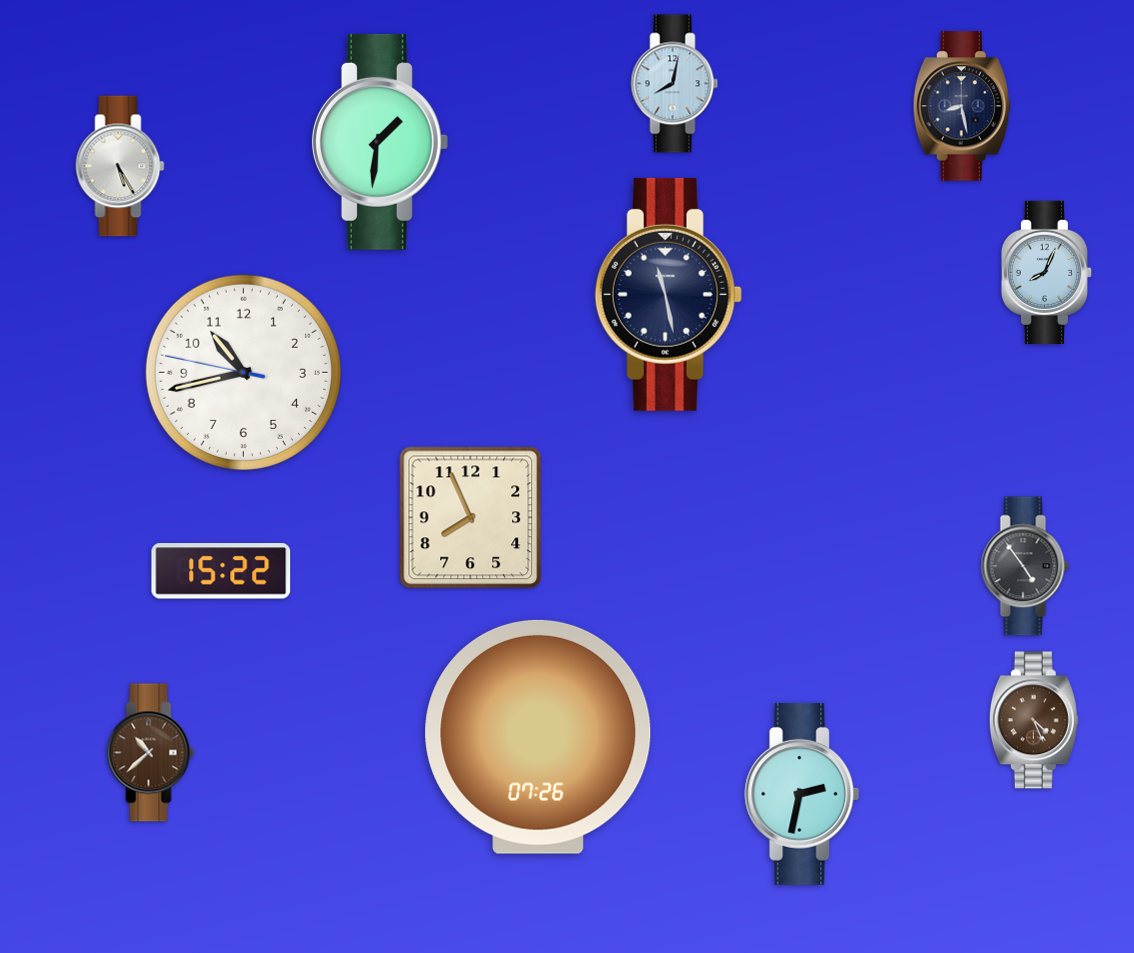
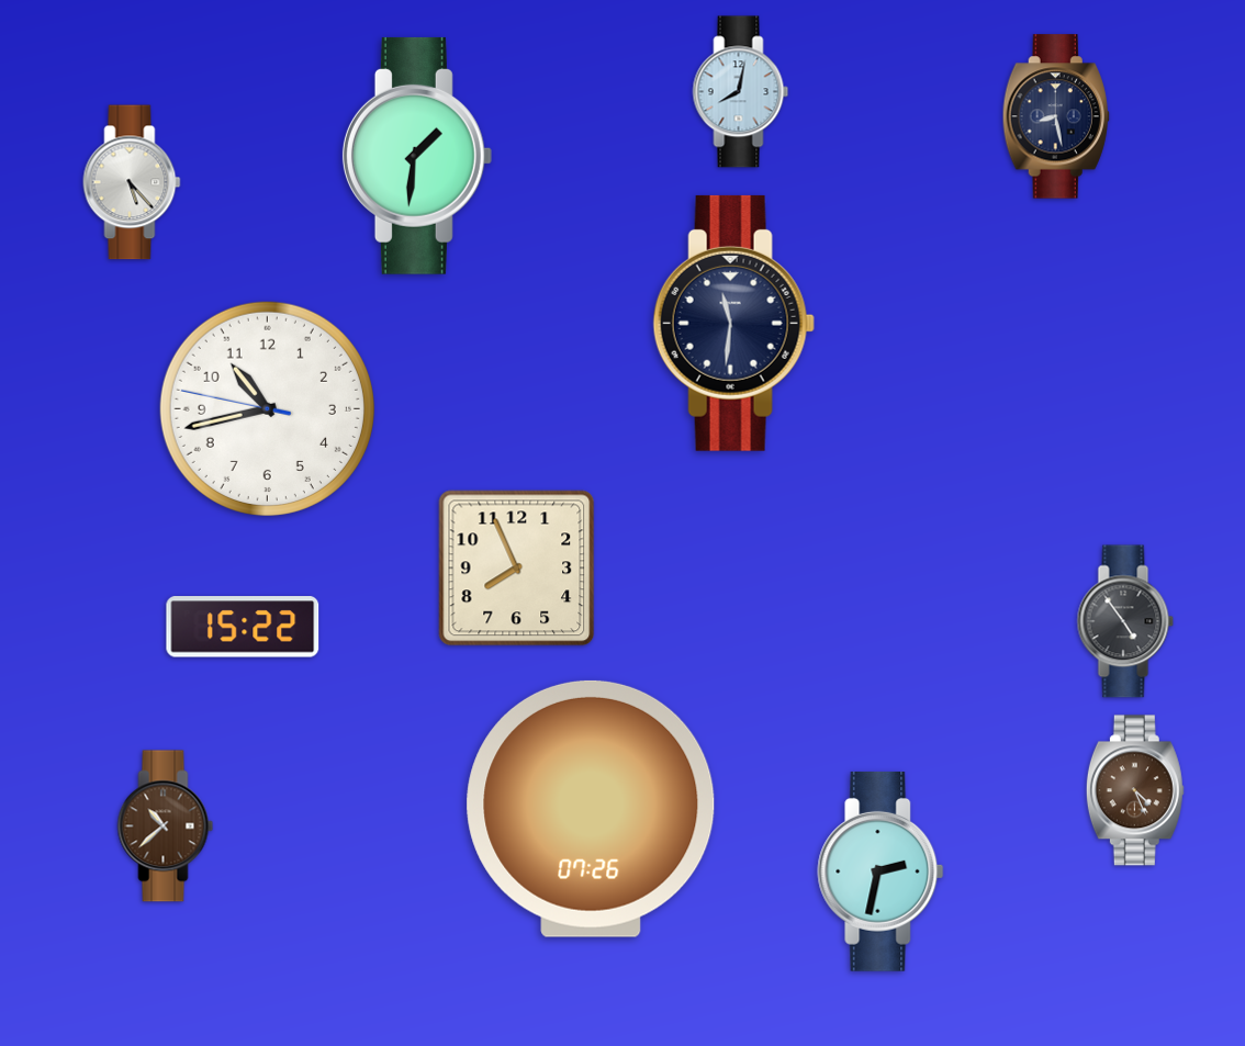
clock at (120, 166): 5:25 -> 5:23
clock at (1046, 272): 8:04 -> none
clock at (668, 294): 11:28 -> 11:31
